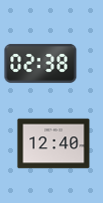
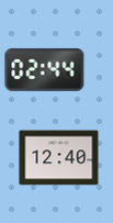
clock at (41, 63): 02:38 -> 02:44
